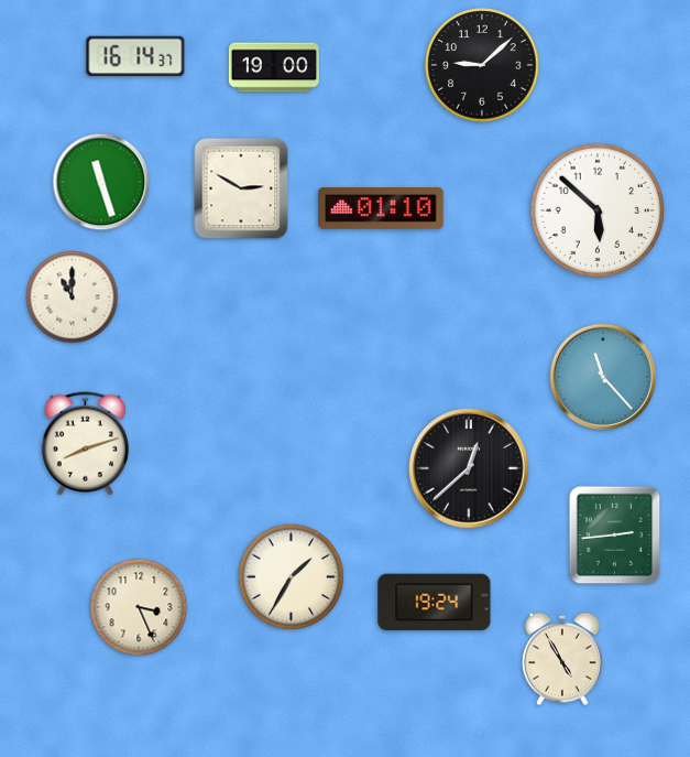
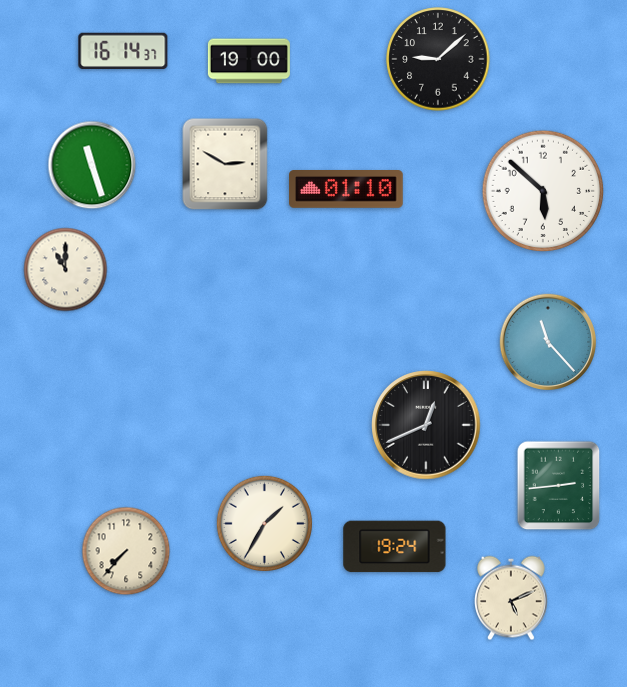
clock at (241, 188) position: (241, 188) -> (225, 164)
clock at (85, 444): 8:12 -> none
clock at (469, 468): 12:38 -> 12:41
clock at (139, 607): 3:26 -> 7:37
clock at (563, 659): 4:55 -> 5:11
